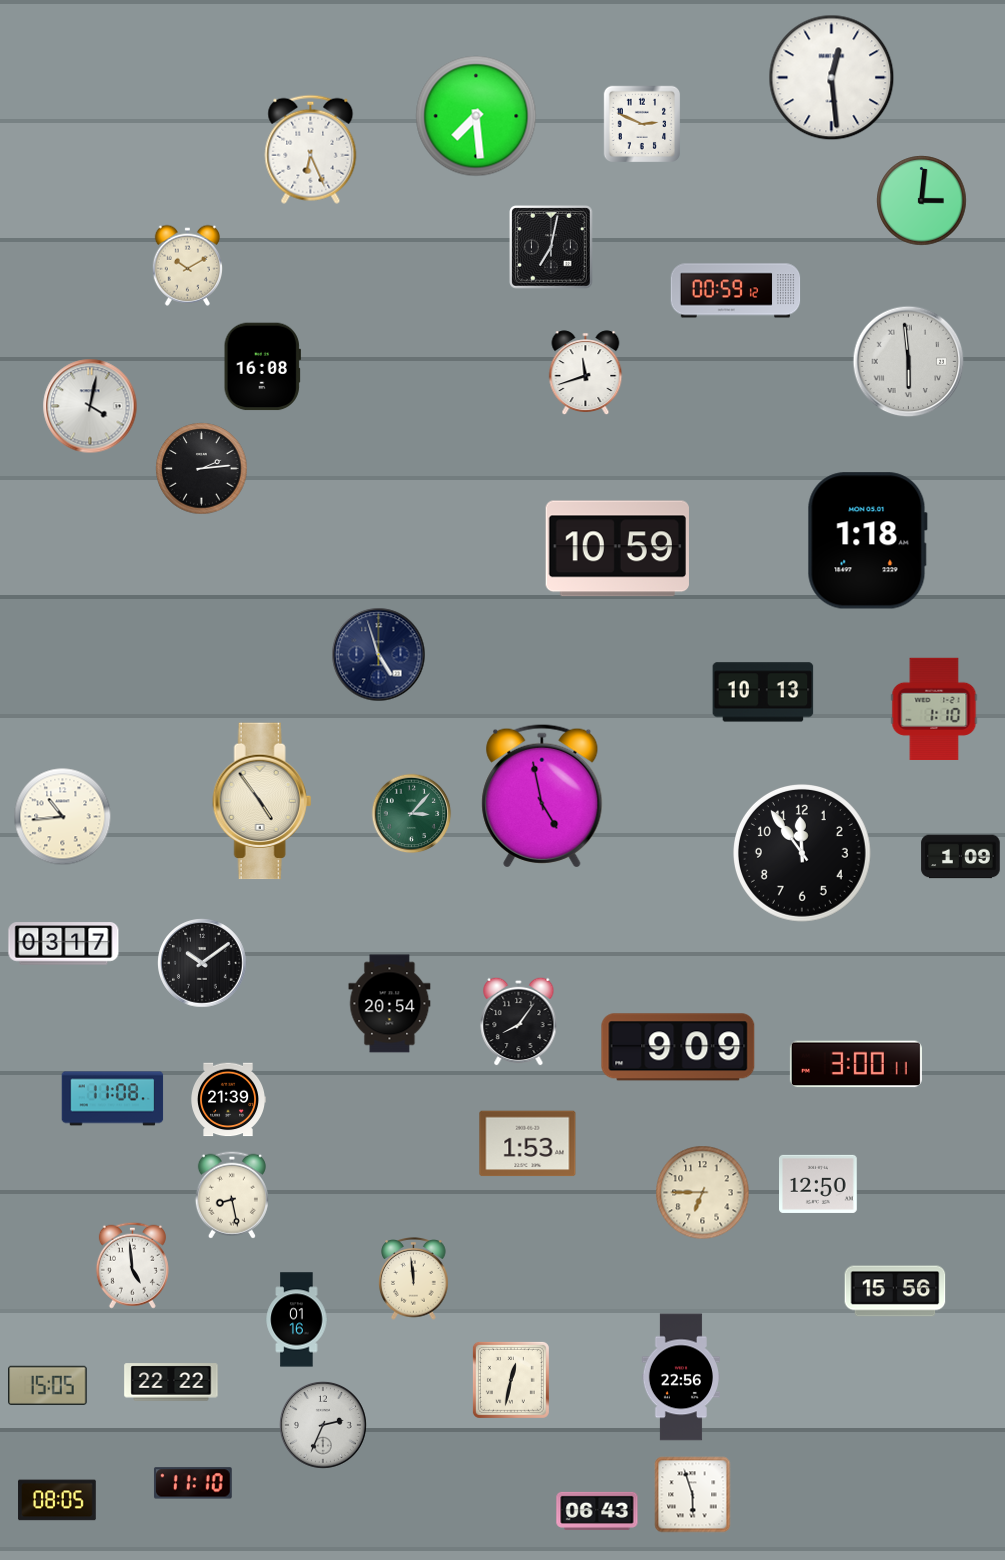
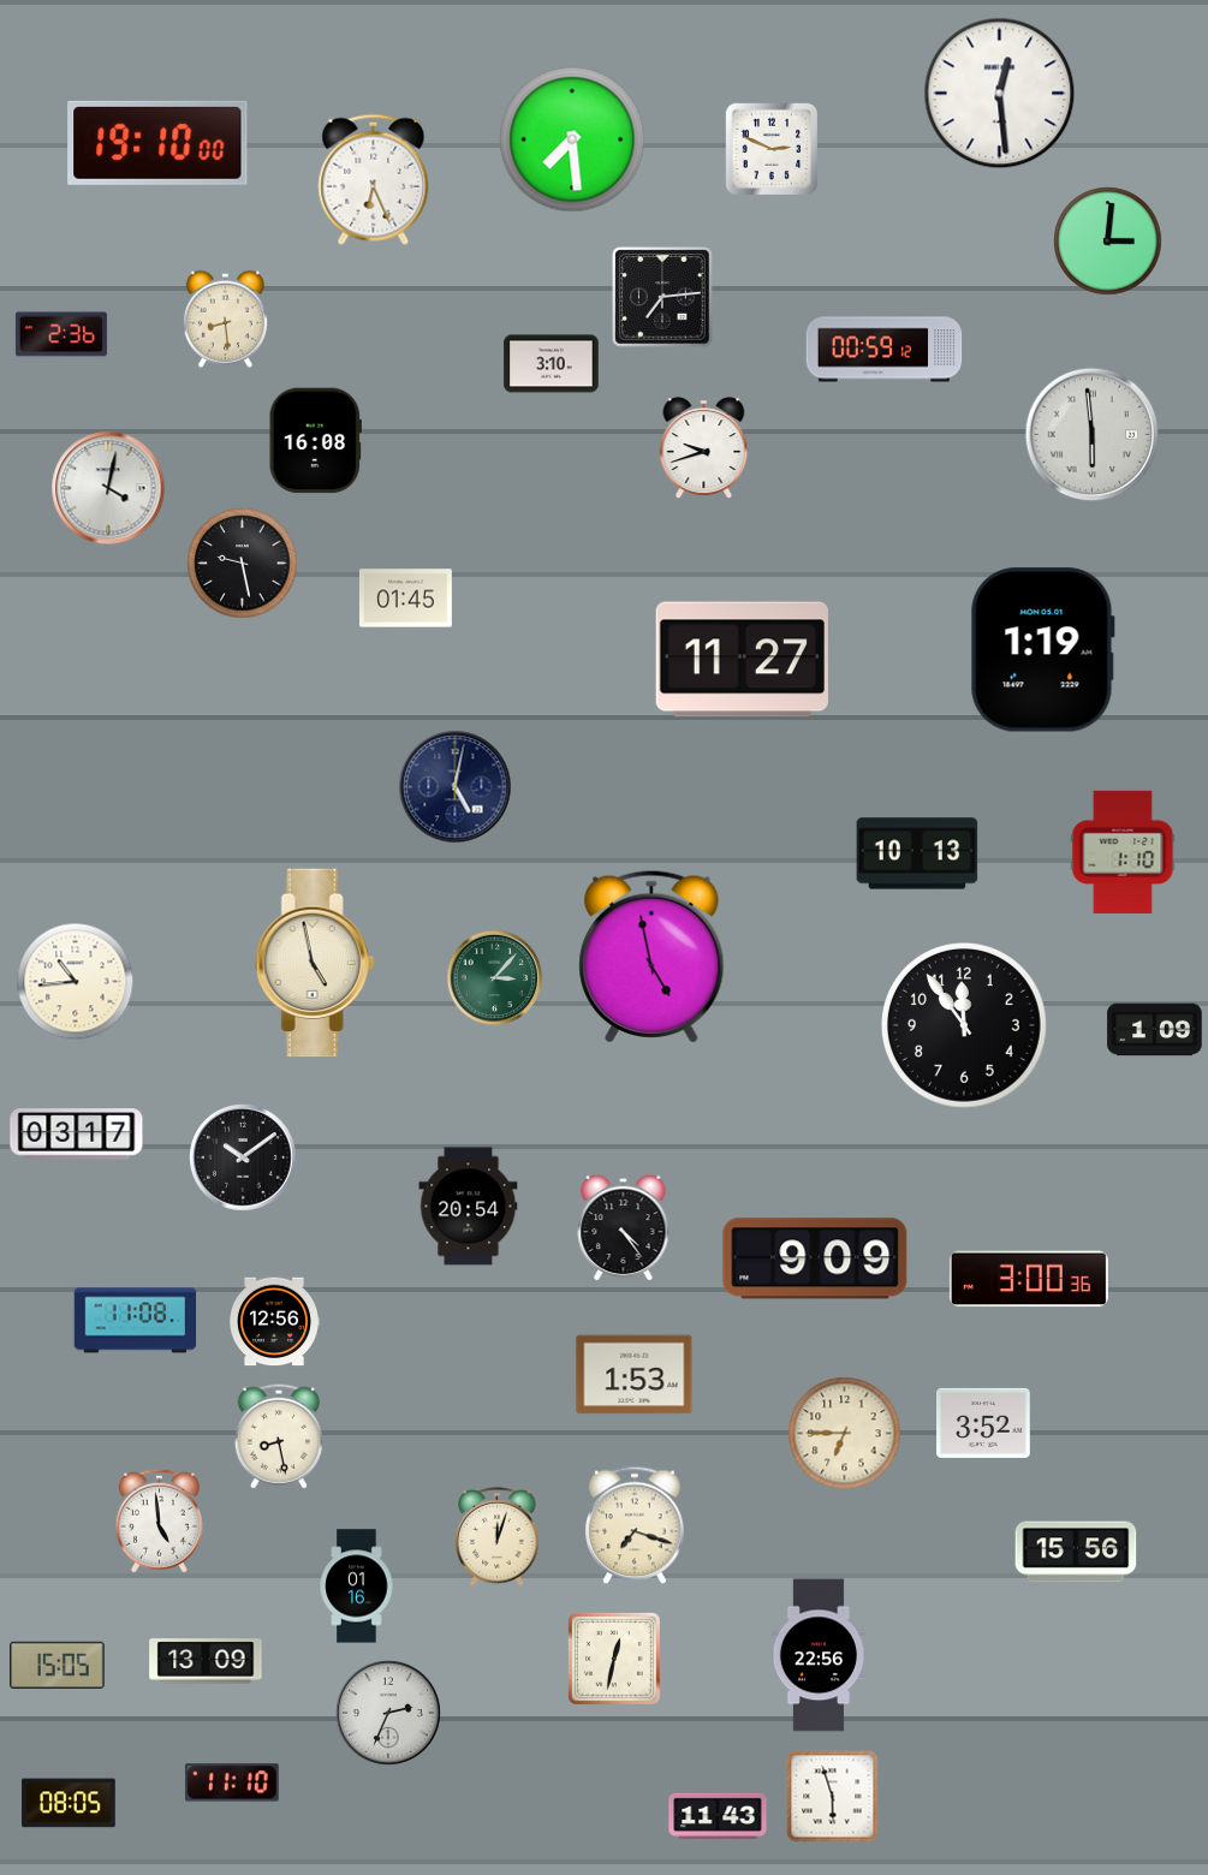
clock at (157, 143): none -> 19:10
clock at (551, 247): 7:02 -> 7:14
clock at (187, 265): 10:10 -> 8:29
clock at (61, 334): none -> 2:36
clock at (552, 364): none -> 3:10
clock at (586, 372): 11:42 -> 9:42
clock at (202, 469): 2:14 -> 9:28
clock at (405, 599): none -> 01:45
clock at (867, 541): 1:18 -> 1:19
clock at (617, 549): 10:59 -> 11:27
clock at (379, 655): 4:57 -> 5:02
clock at (763, 692) position: (763, 692) -> (917, 853)
clock at (262, 801): 4:54 -> 4:58
clock at (519, 1021): 8:06 -> 4:24
clock at (856, 1064): 3:00:11 -> 3:00:36
clock at (228, 1100): 21:39 -> 12:56
clock at (818, 1184): 12:50 -> 3:52
clock at (635, 1525): none -> 7:18
clock at (414, 1279): 11:59 -> 12:03
clock at (171, 1382): 22:22 -> 13:09
clock at (597, 1511): 06:43 -> 11:43
